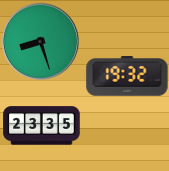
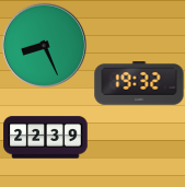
clock at (40, 41): 8:27 -> 8:26
clock at (42, 126): 23:35 -> 22:39
